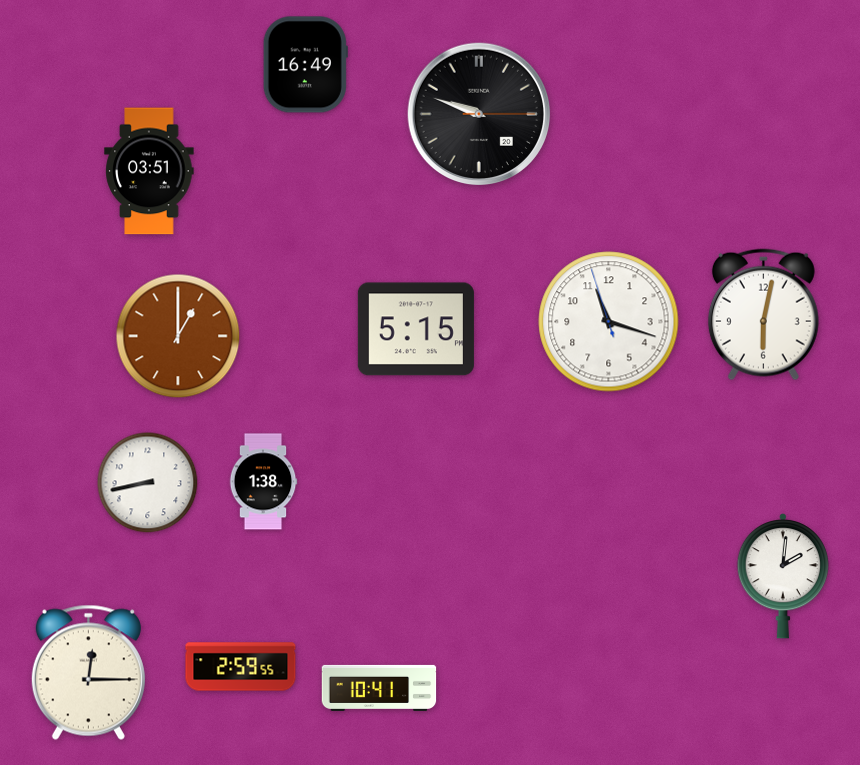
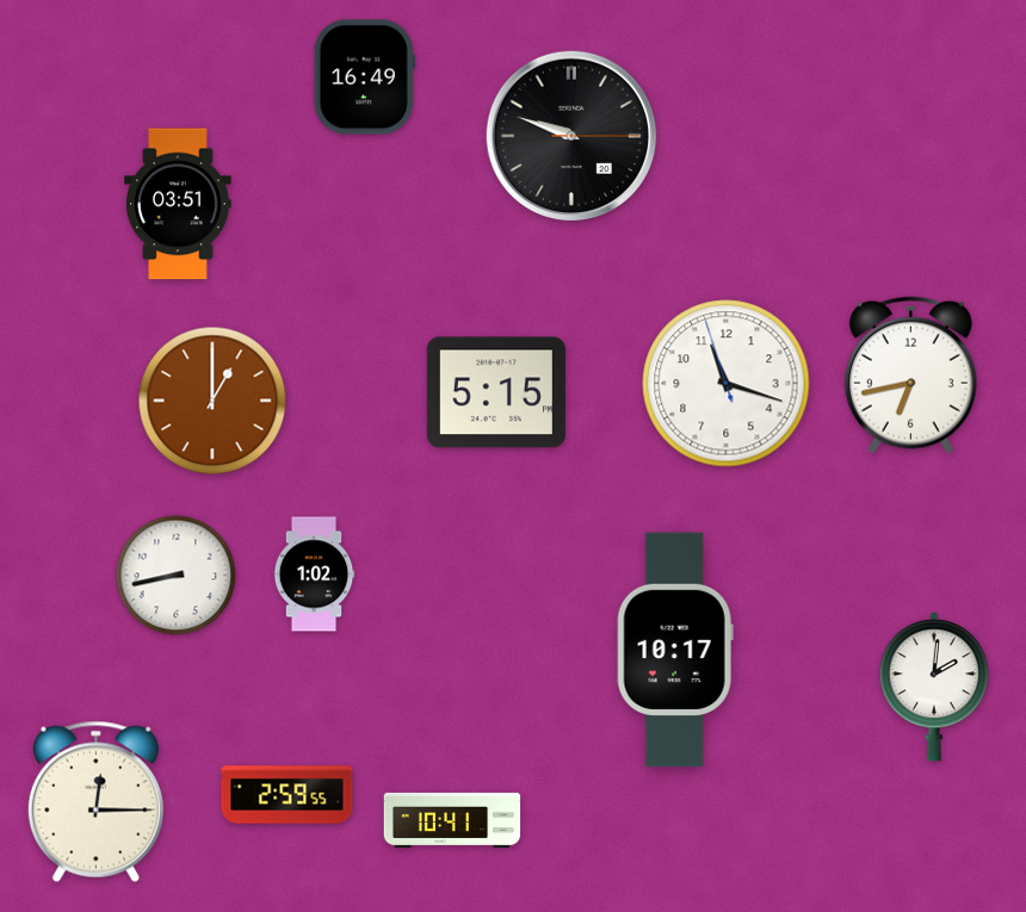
clock at (763, 315): 6:02 -> 6:43
clock at (263, 482): 1:38 -> 1:02
clock at (675, 650): none -> 10:17
clock at (88, 672) position: (88, 672) -> (95, 801)
